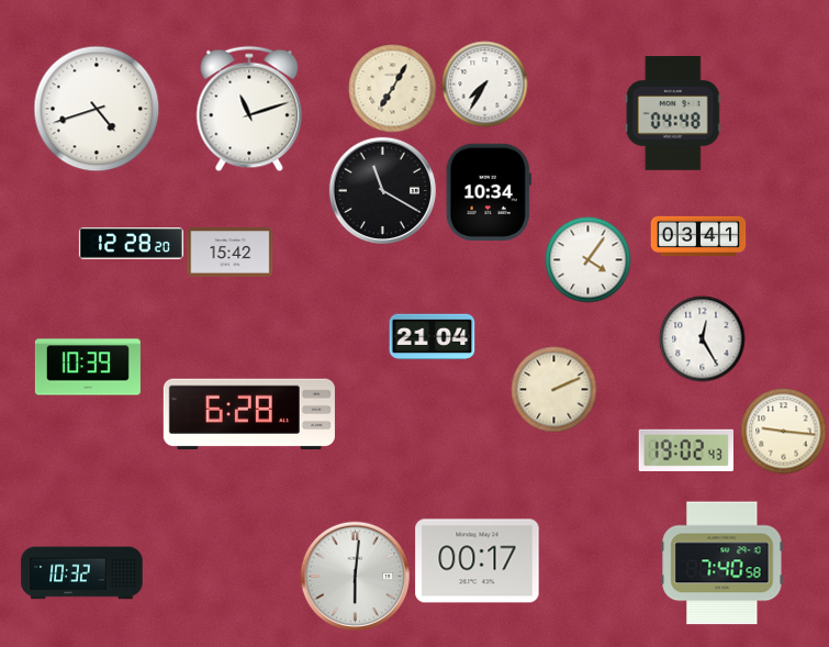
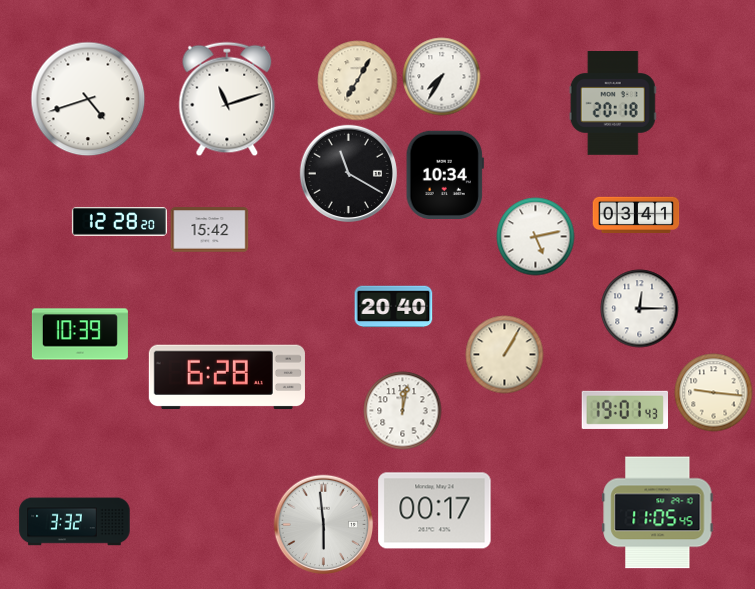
clock at (673, 114): 04:48 -> 20:18
clock at (587, 259): 4:06 -> 5:13
clock at (432, 337): 21:04 -> 20:40
clock at (702, 338): 12:25 -> 12:15
clock at (553, 389): 2:11 -> 1:05
clock at (402, 410): none -> 12:02
clock at (685, 450): 19:02 -> 19:01
clock at (722, 564): 7:40 -> 11:05
clock at (82, 573): 10:32 -> 3:32
clock at (355, 576): 6:01 -> 5:59
